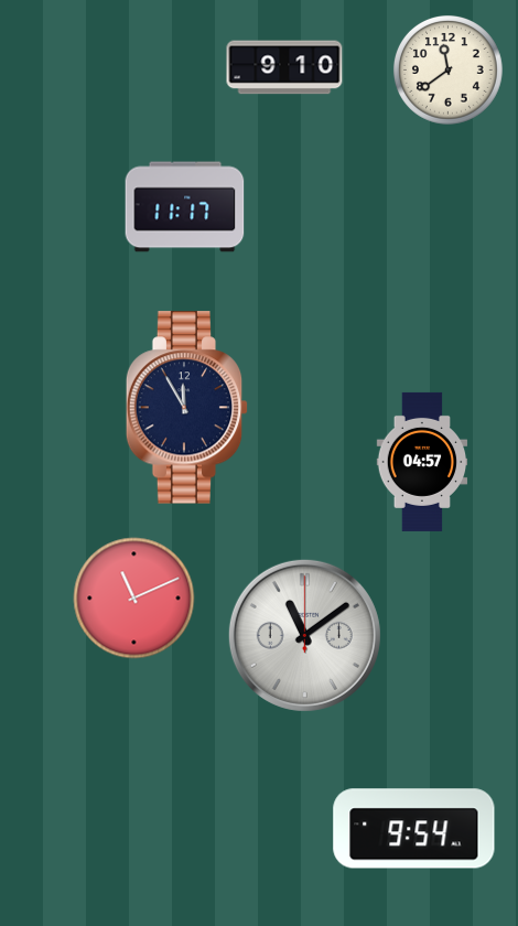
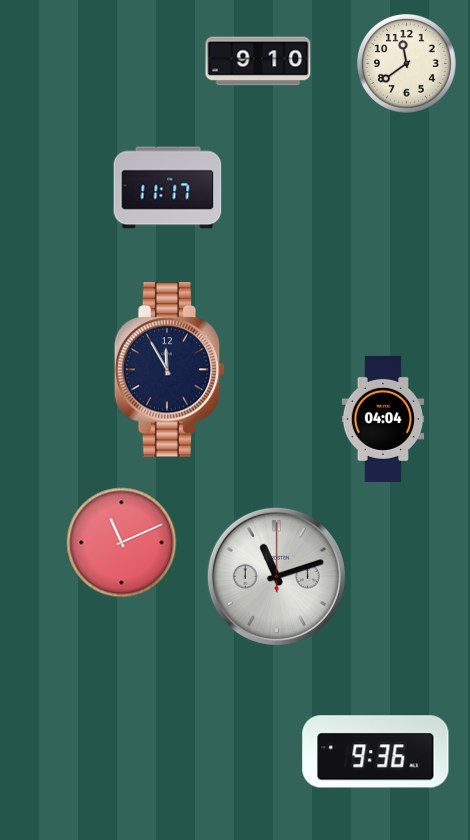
clock at (422, 462): 04:57 -> 04:04
clock at (304, 635): 11:09 -> 11:12
clock at (414, 829): 9:54 -> 9:36
